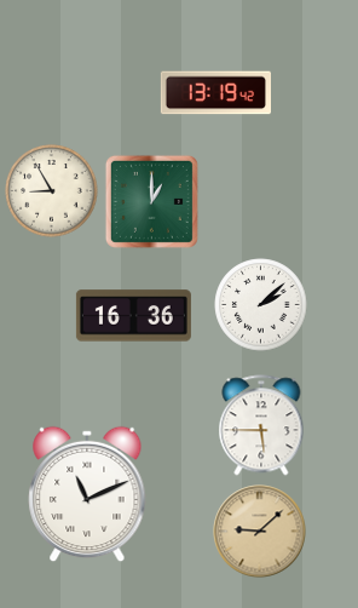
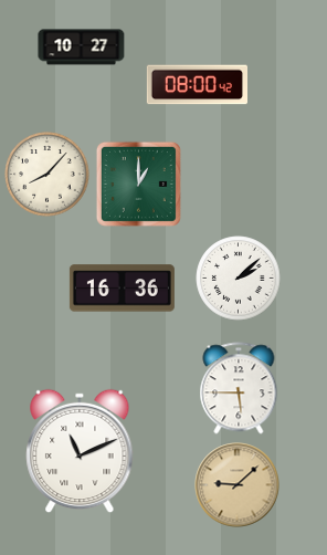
clock at (82, 48): none -> 10:27
clock at (215, 93): 13:19 -> 08:00
clock at (52, 191): 8:55 -> 8:07
